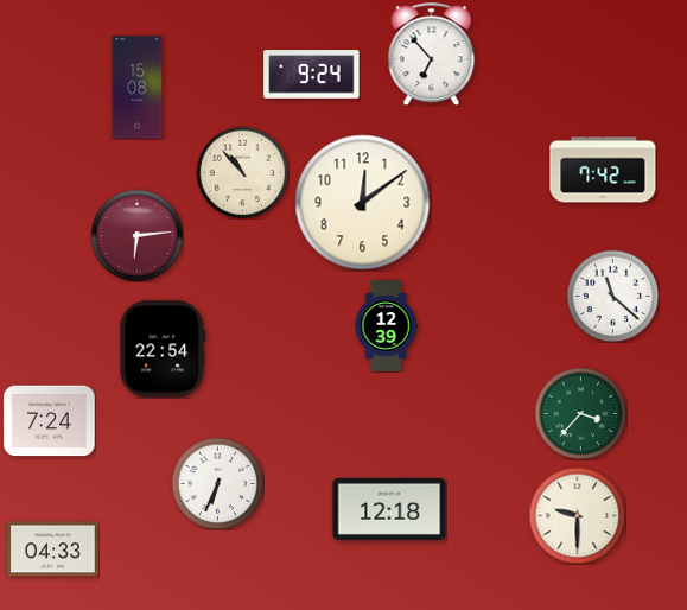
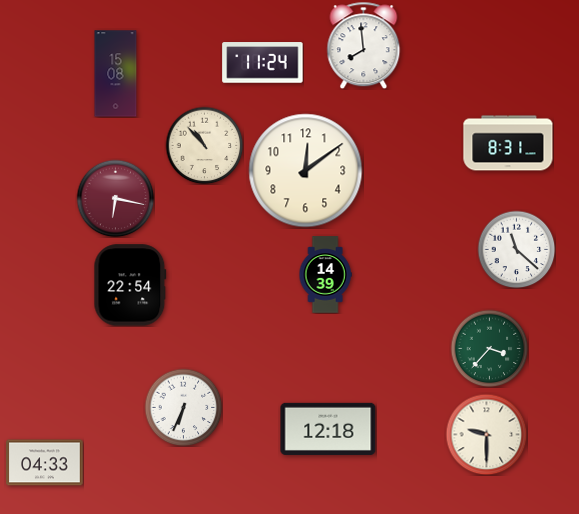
clock at (432, 53): 6:53 -> 7:59
clock at (312, 75): 9:24 -> 11:24
clock at (603, 170): 7:42 -> 8:31
clock at (136, 235): 6:14 -> 6:17
clock at (386, 326): 12:39 -> 14:39
clock at (163, 349) position: (163, 349) -> (130, 285)
clock at (50, 421): 7:24 -> none
